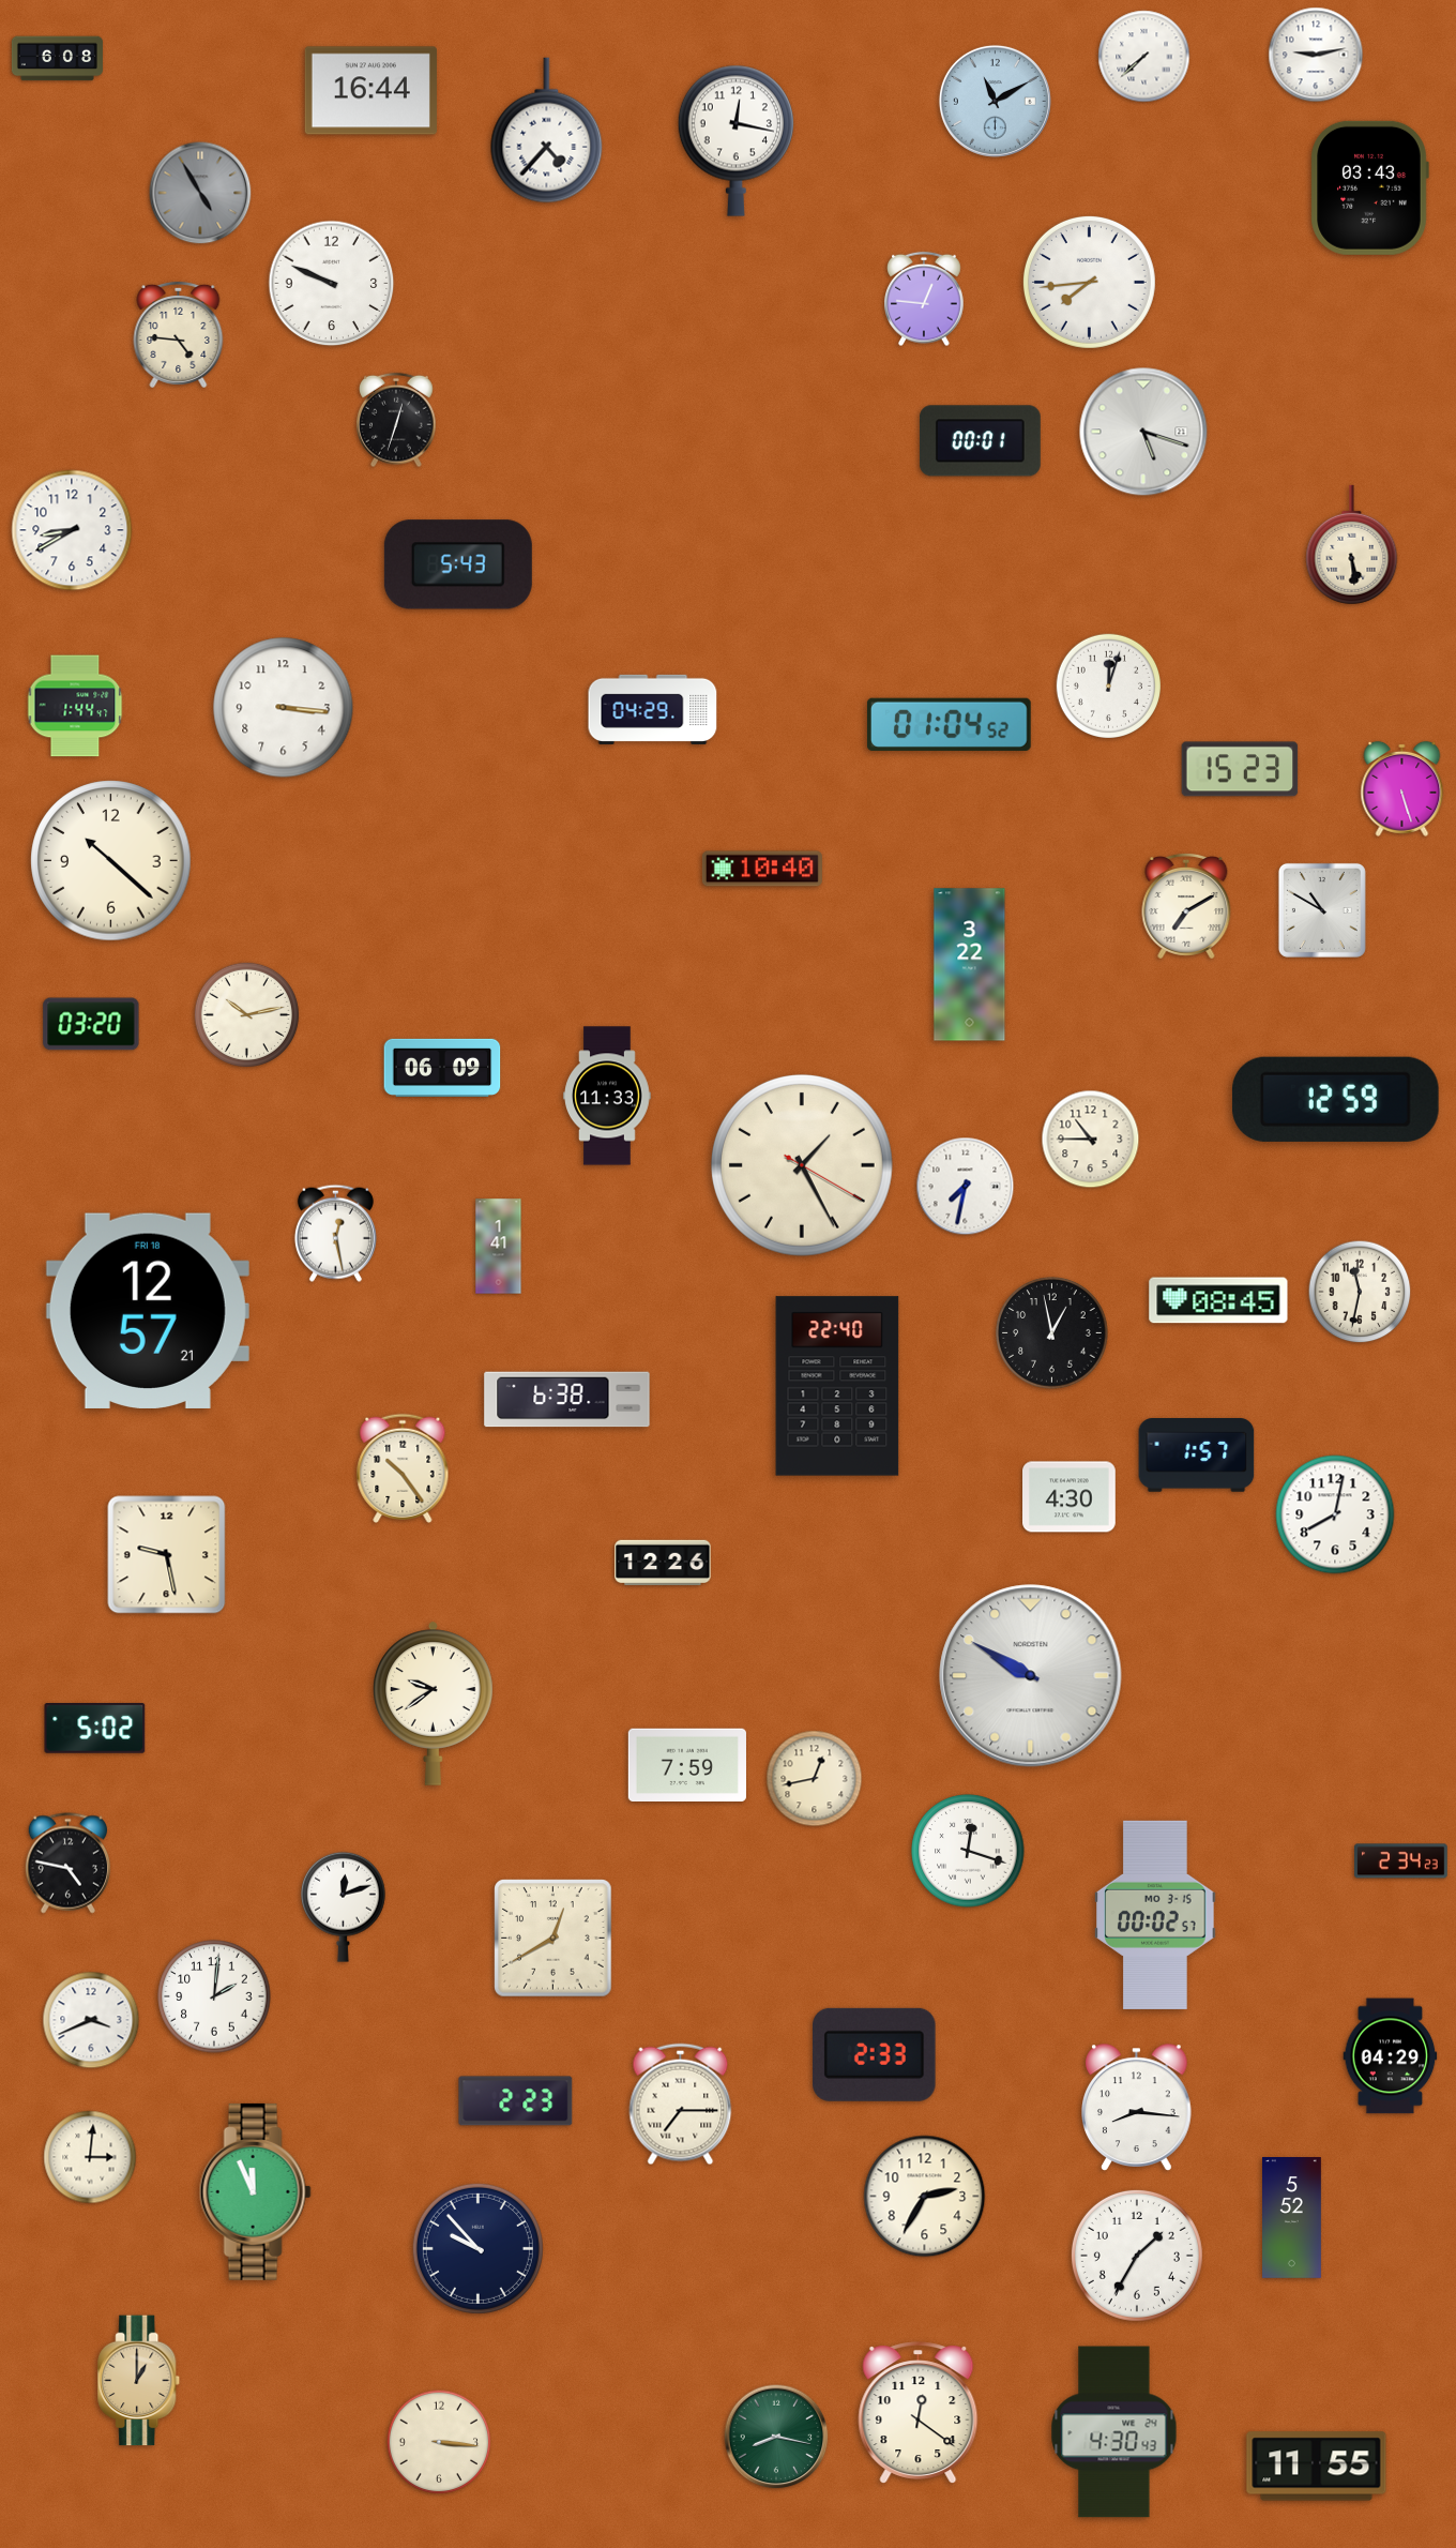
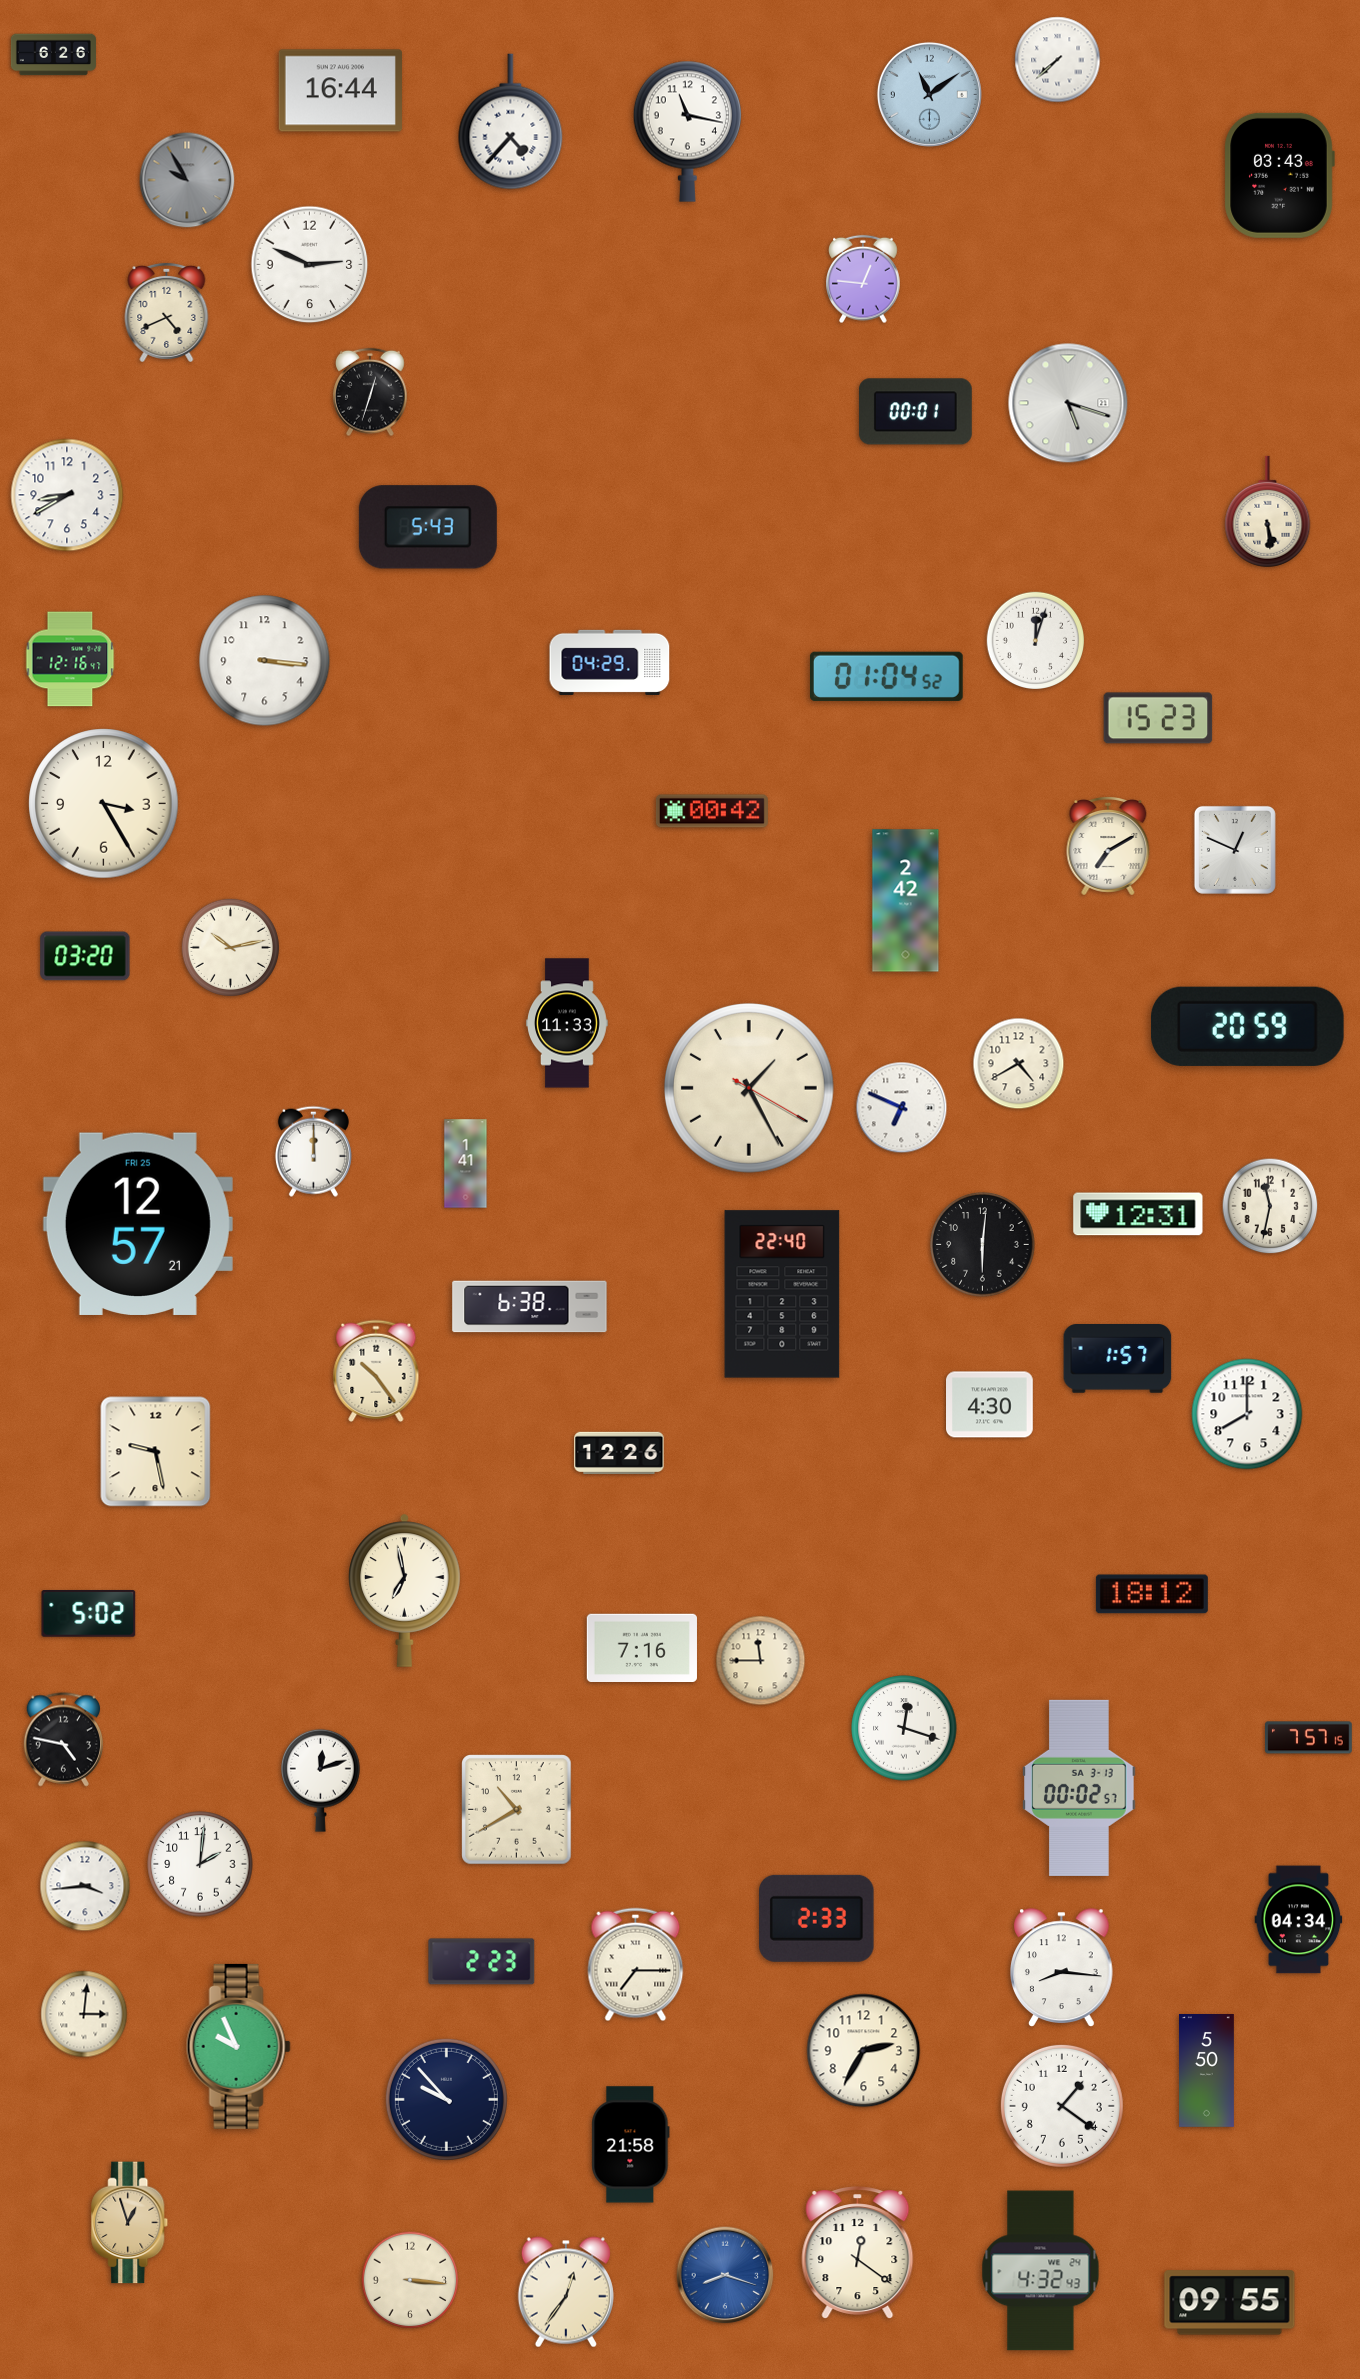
clock at (1316, 55): 9:13 -> none
clock at (1144, 57) position: (1144, 57) -> (1058, 60)
clock at (57, 59): 6:08 -> 6:26
clock at (370, 91) position: (370, 91) -> (340, 91)
clock at (995, 101): 11:10 -> 11:09
clock at (735, 140): 12:17 -> 11:17
clock at (200, 193): 4:55 -> 9:55
clock at (1089, 282): 7:44 -> none
clock at (332, 284): 9:49 -> 2:49
clock at (179, 334): 4:46 -> 4:41
clock at (1352, 545) position: (1352, 545) -> (1268, 512)
clock at (75, 706): 1:44 -> 12:16
clock at (1402, 788): 5:27 -> none
clock at (111, 861): 10:22 -> 3:25
clock at (762, 869): 10:40 -> 00:42
clock at (1322, 910): 10:50 -> 12:49
clock at (970, 965): 3:22 -> 2:42
clock at (442, 1068): 06:09 -> none
clock at (1335, 1099): 12:59 -> 20:59
clock at (1091, 1140): 10:45 -> 4:40
clock at (966, 1187): 7:32 -> 6:49
clock at (335, 1233): 12:28 -> 12:00
clock at (1218, 1300): 08:45 -> 12:31
clock at (148, 1310) date: FRI 18 -> FRI 25
clock at (1052, 1333): 12:58 -> 6:01
clock at (1070, 1497) position: (1070, 1497) -> (990, 1405)
clock at (1335, 1514): 8:02 -> 8:00
clock at (663, 1563) position: (663, 1563) -> (619, 1453)
clock at (1031, 1676): 9:50 -> none
clock at (434, 1703): 9:39 -> 6:58
clock at (1152, 1594): none -> 18:12
clock at (687, 1764): 7:59 -> 7:16
clock at (815, 1779): 12:43 -> 11:45
clock at (1401, 1861): 2:34 -> 7:57
clock at (1155, 1915) date: MO 3-15 -> SA 3-13
clock at (553, 1939): 12:40 -> 10:40
clock at (91, 2020): 3:41 -> 3:44
clock at (1391, 2056): 04:29 -> 04:34
clock at (255, 2191): 11:56 -> 9:56
clock at (1292, 2218): 5:52 -> 5:50
clock at (1137, 2256): 1:35 -> 1:21
clock at (631, 2145): none -> 21:58
clock at (139, 2381): 1:00 -> 12:57
clock at (1114, 2432): 4:30 -> 4:32
clock at (776, 2437): 8:17 -> 8:18
clock at (776, 2437) dial: green -> blue
clock at (566, 2292): none -> 12:36
clock at (1317, 2467): 11:55 -> 09:55
